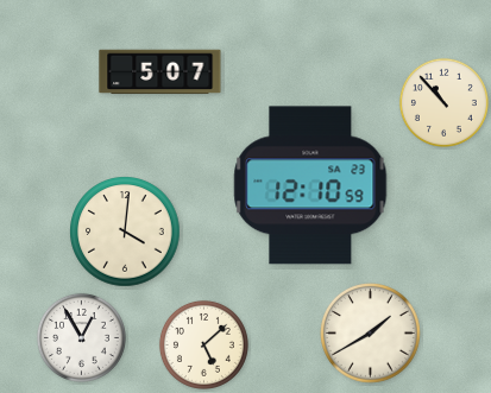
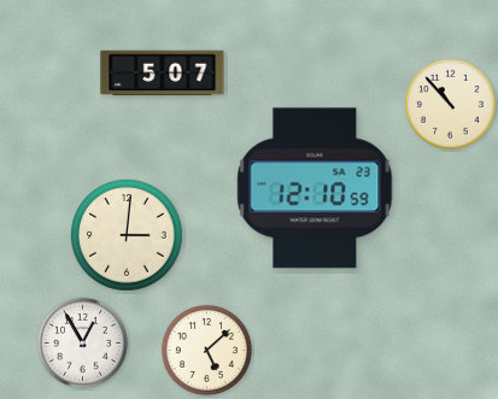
clock at (125, 232): 4:01 -> 3:01
clock at (371, 334): 1:40 -> none
